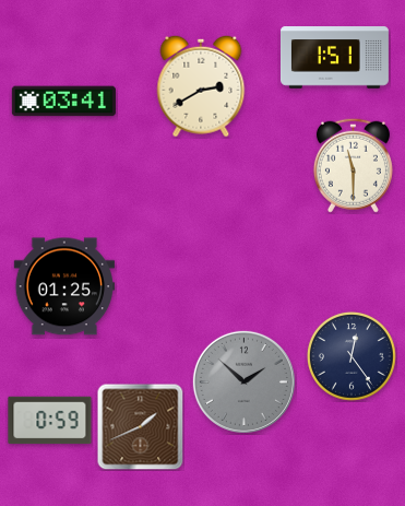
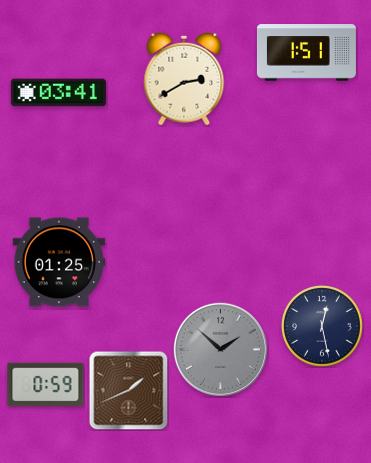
clock at (353, 165): 11:30 -> none
clock at (352, 356): 12:24 -> 12:28
clock at (243, 381) position: (243, 381) -> (220, 349)
